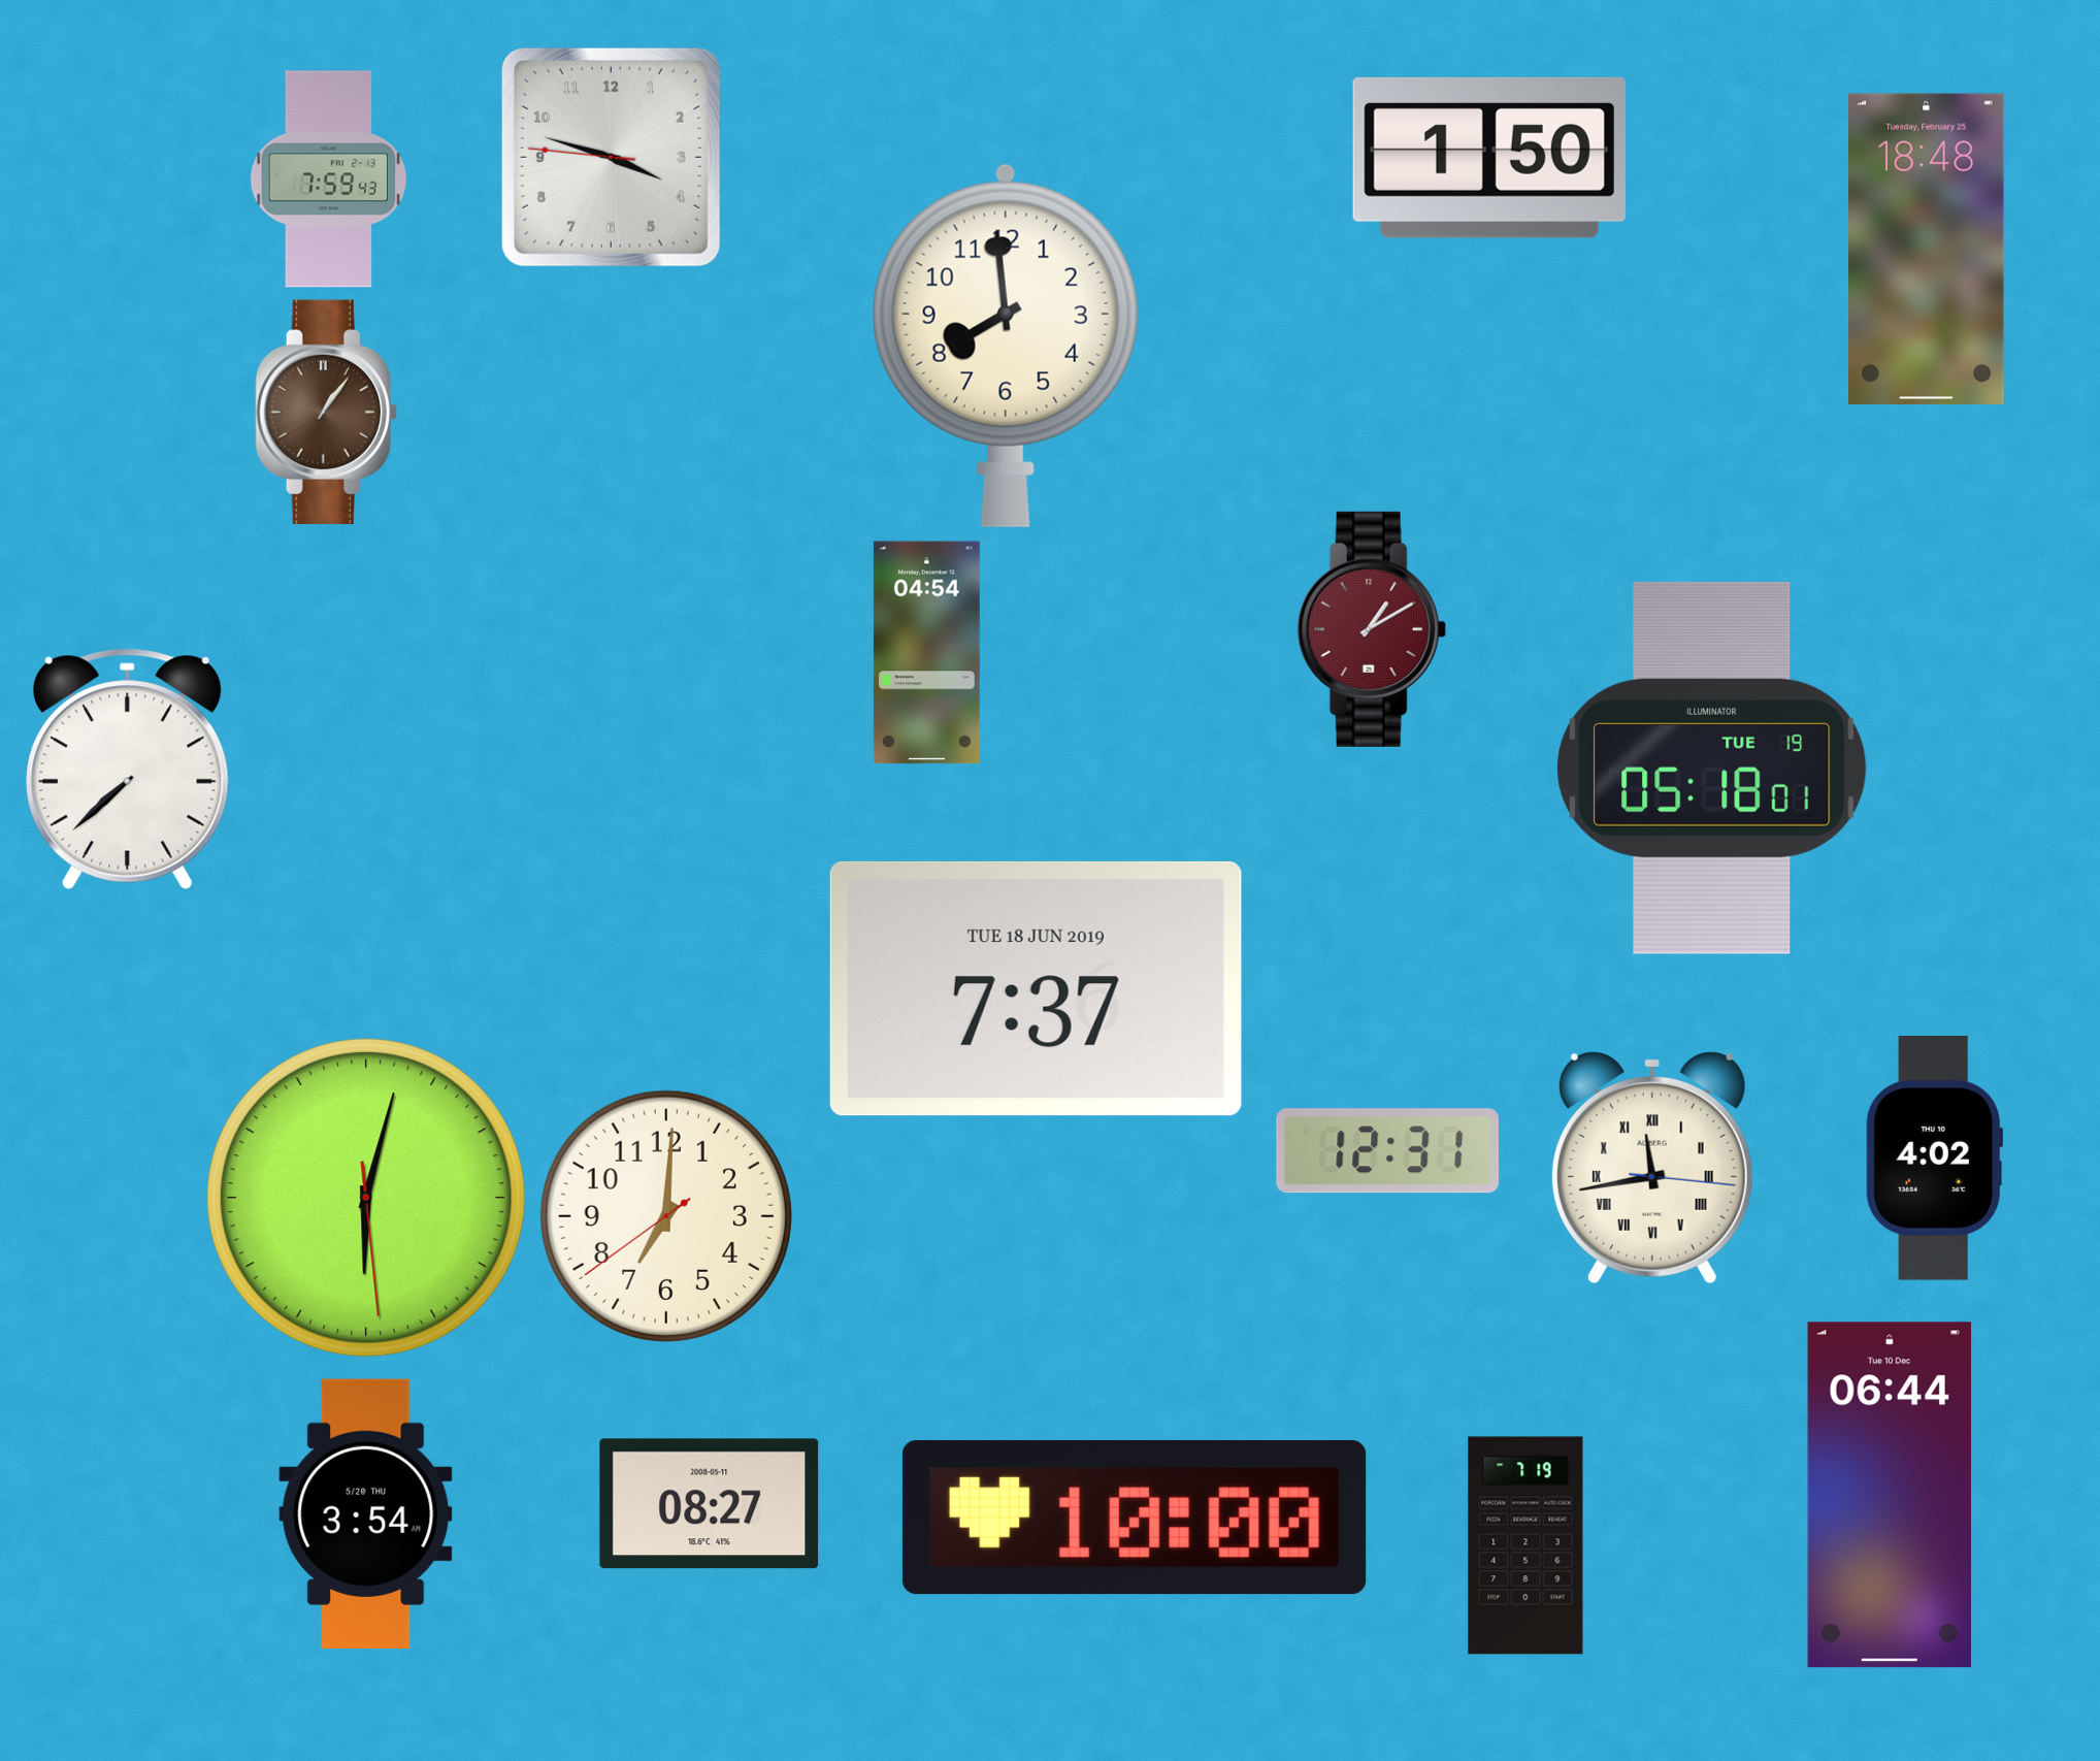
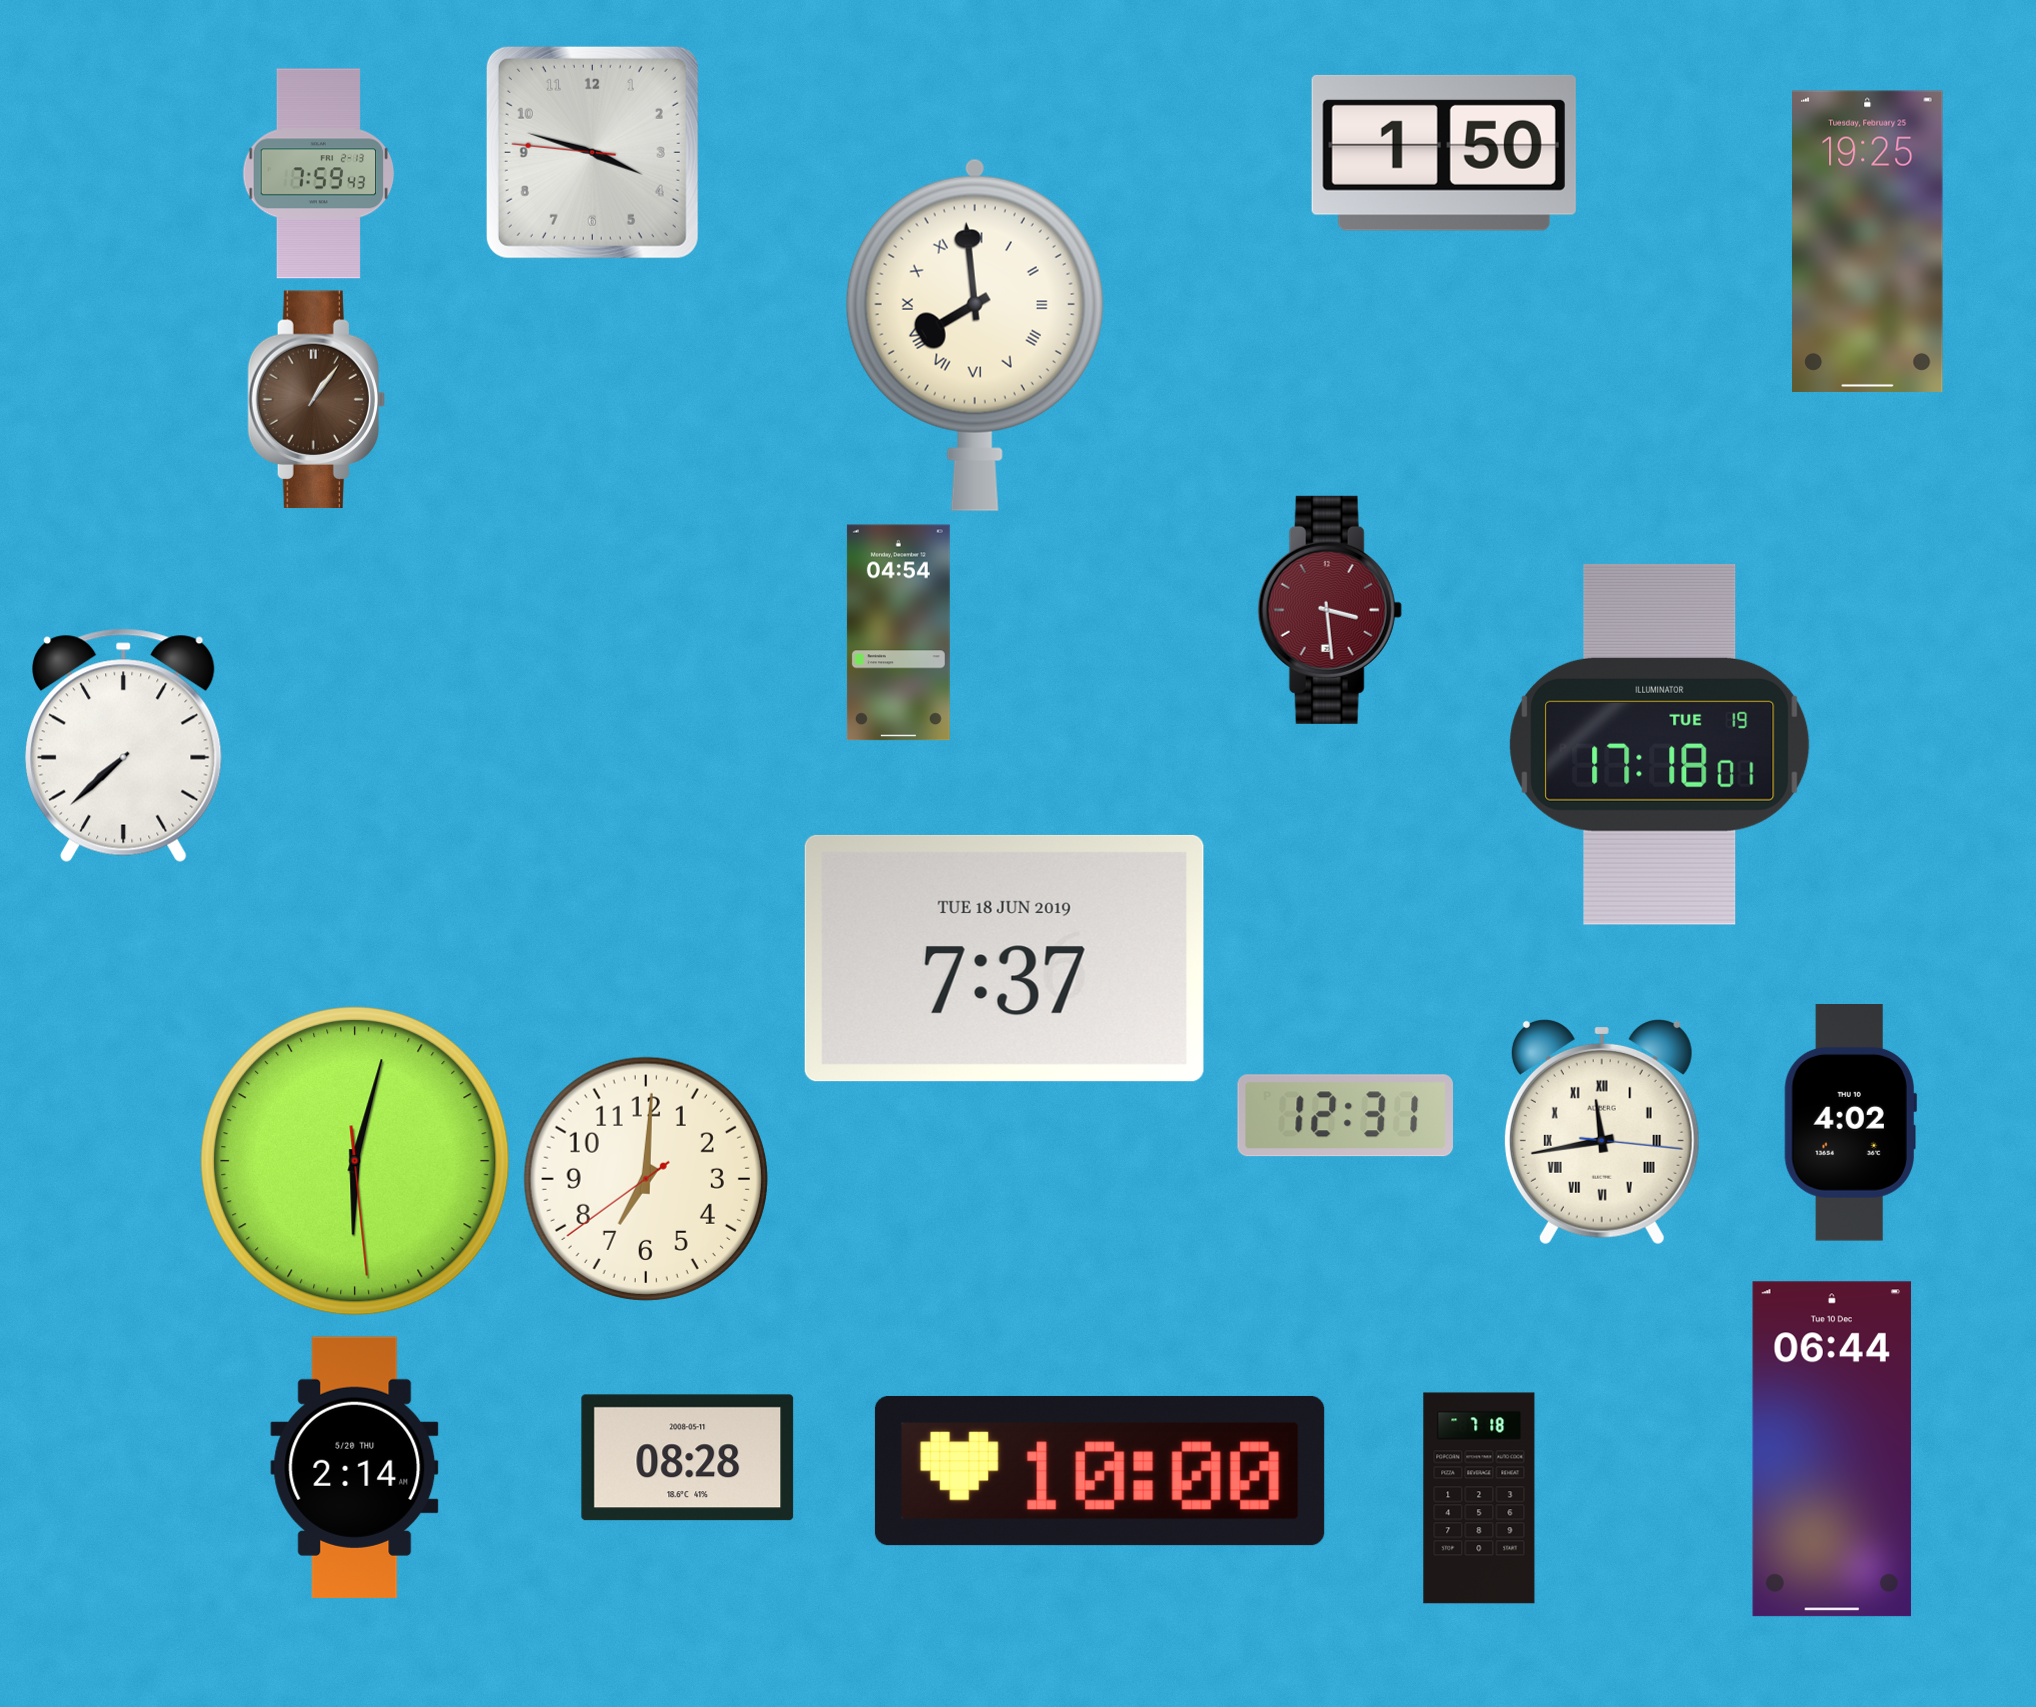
clock at (1927, 249): 18:48 -> 19:25
clock at (1006, 346) numerals: Arabic -> Roman
clock at (1372, 629): 1:10 -> 3:29
clock at (1712, 768): 05:18 -> 17:18
clock at (1934, 1159) position: (1934, 1159) -> (1850, 1123)
clock at (710, 1504): 08:27 -> 08:28
clock at (366, 1513): 3:54 -> 2:14
clock at (1525, 1545): 7:19 -> 7:18
